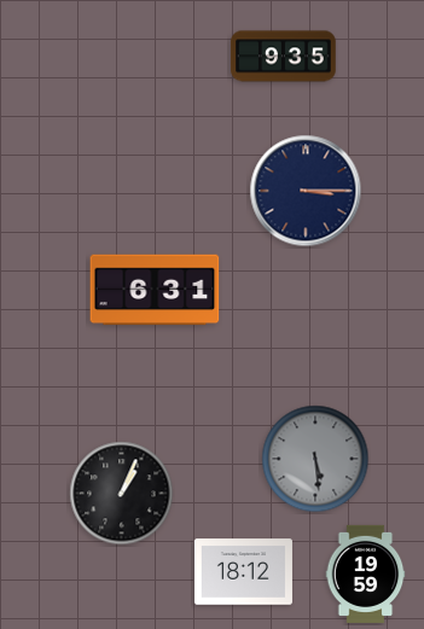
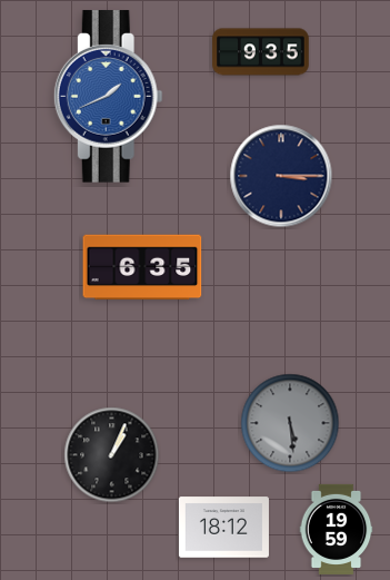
clock at (108, 97): none -> 1:41
clock at (155, 290): 6:31 -> 6:35
